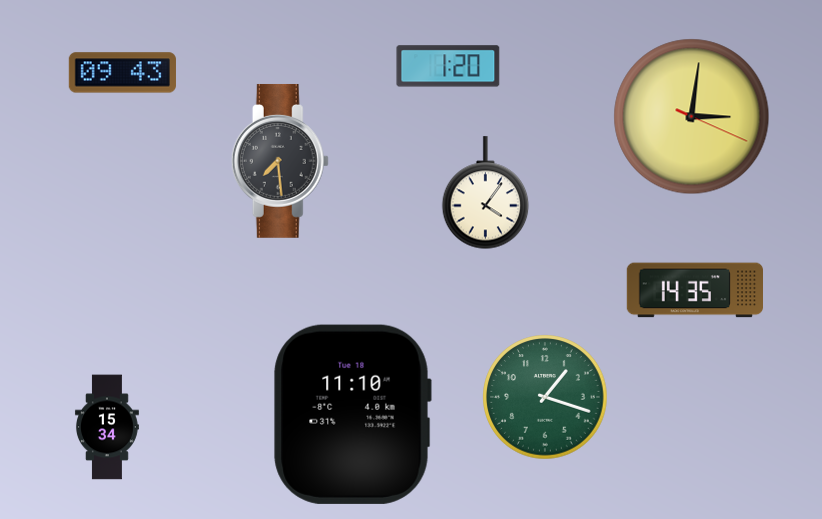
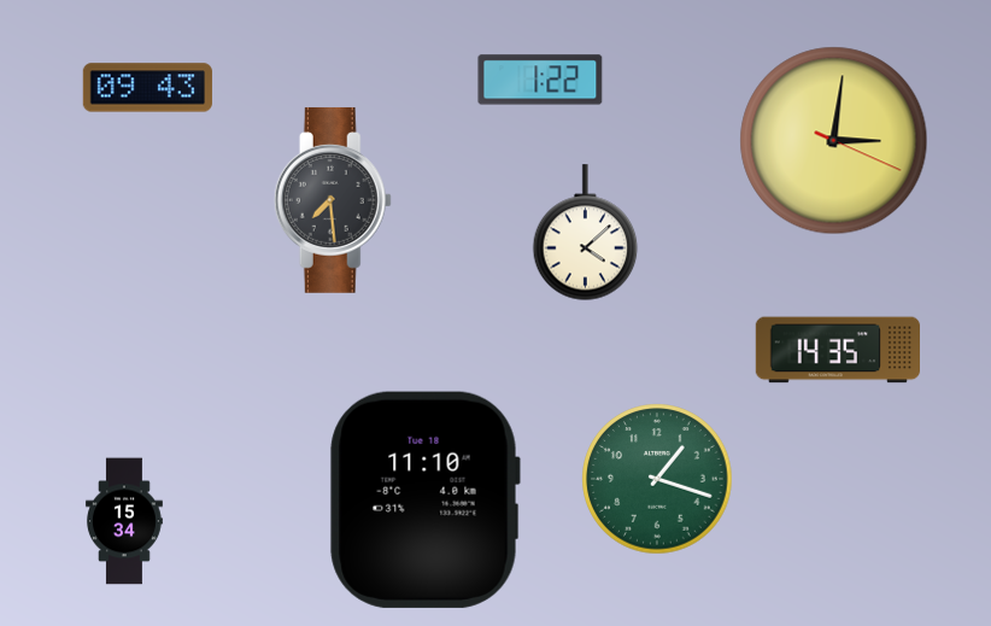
clock at (448, 66): 1:20 -> 1:22
clock at (280, 161) position: (280, 161) -> (333, 200)
clock at (486, 193): 4:06 -> 4:08
clock at (107, 427) position: (107, 427) -> (124, 521)
